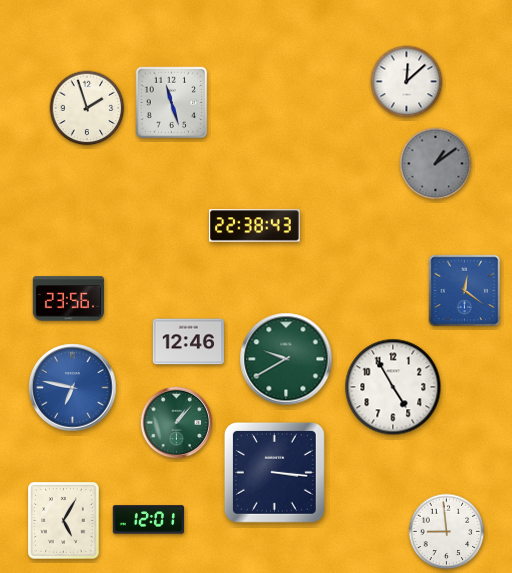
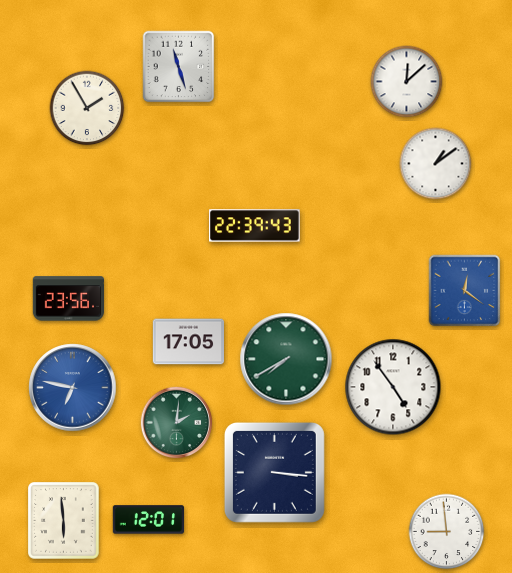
clock at (172, 103) position: (172, 103) -> (179, 67)
clock at (87, 108): 1:57 -> 1:55
clock at (436, 164) dial: grey -> white
clock at (255, 226): 22:38 -> 22:39
clock at (189, 342): 12:46 -> 17:05
clock at (286, 359): 9:40 -> 7:40
clock at (393, 387): 4:55 -> 4:54
clock at (177, 423): 1:07 -> 2:01
clock at (64, 521): 5:05 -> 5:59
